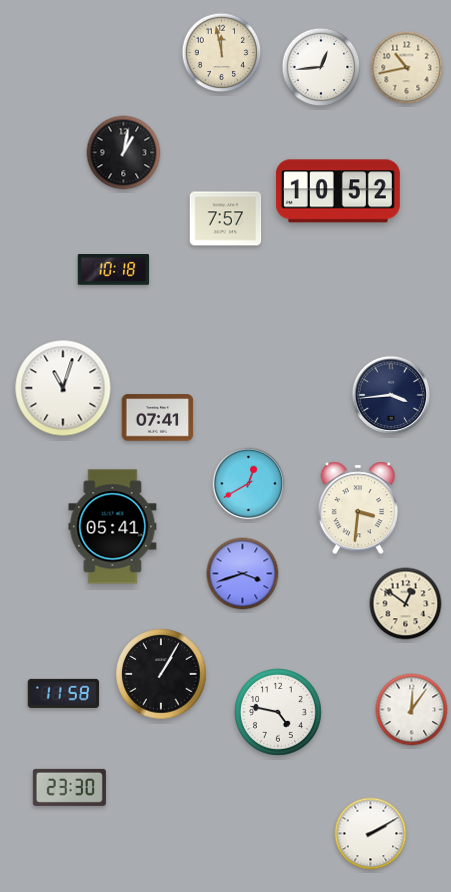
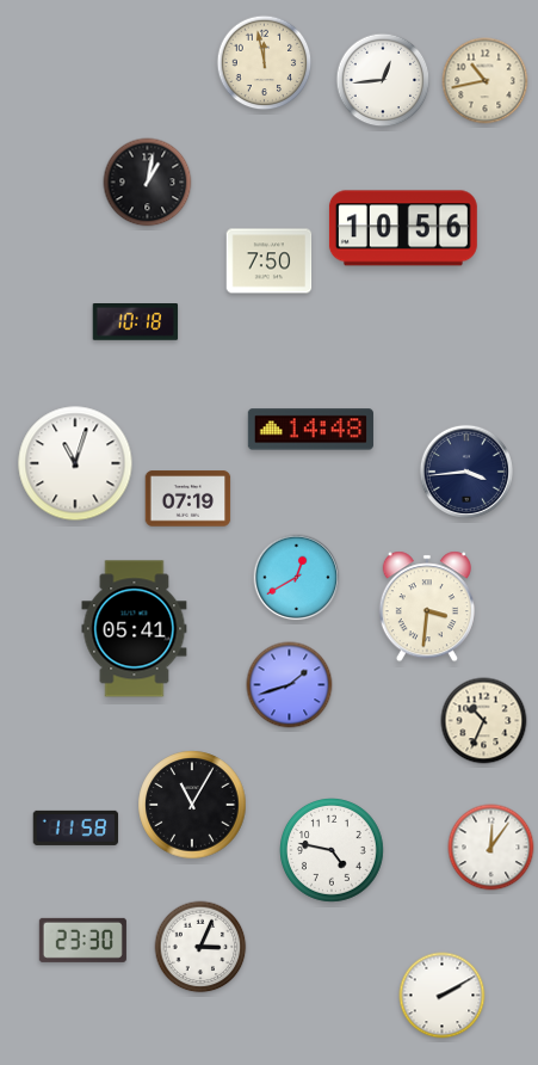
clock at (338, 191): 10:52 -> 10:56
clock at (226, 219): 7:57 -> 7:50
clock at (310, 430): none -> 14:48
clock at (158, 418): 07:41 -> 07:19
clock at (243, 574): 3:42 -> 1:42
clock at (406, 604): 12:51 -> 10:34
clock at (161, 674): 1:05 -> 11:05
clock at (200, 947): none -> 3:04
